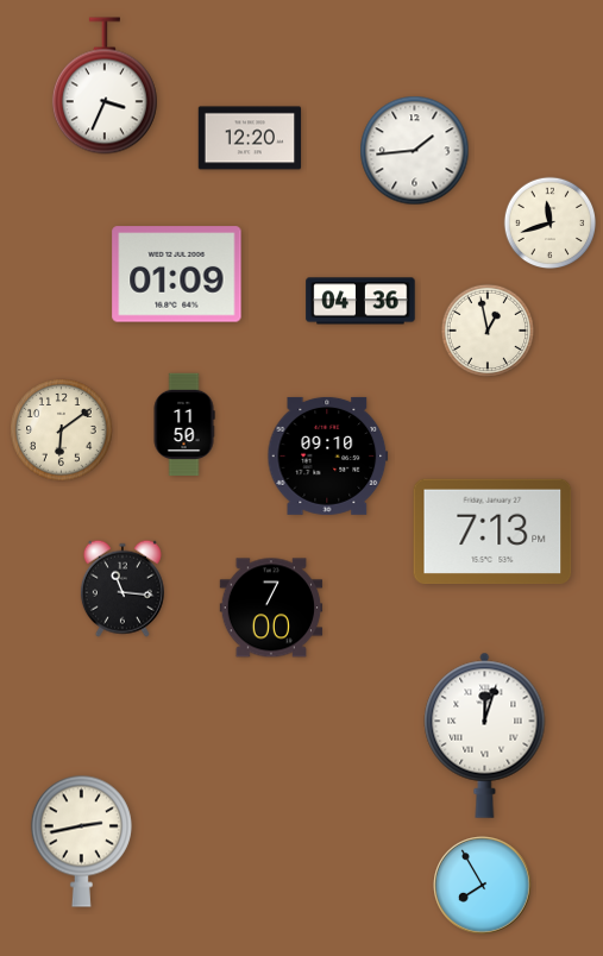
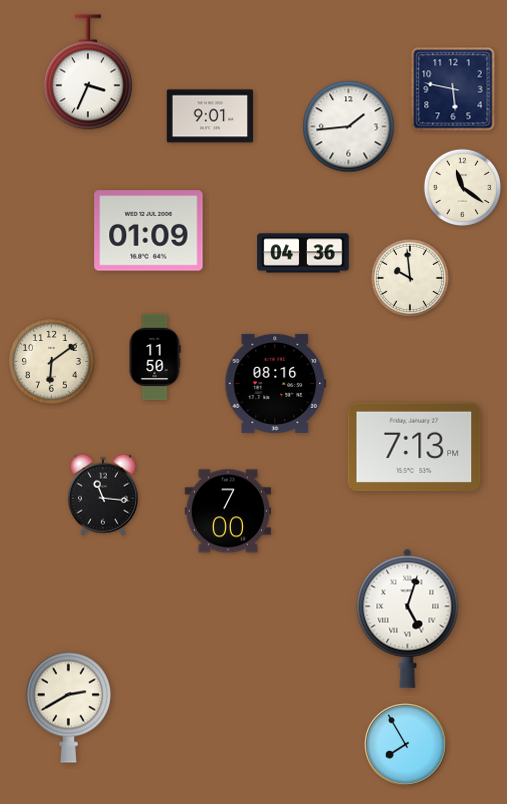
clock at (453, 89): none -> 5:47
clock at (250, 138): 12:20 -> 9:01
clock at (551, 224): 11:42 -> 11:21
clock at (486, 329): 12:58 -> 9:59
clock at (328, 455): 09:10 -> 08:16
clock at (485, 735): 12:03 -> 5:03
clock at (81, 841): 2:43 -> 2:40
